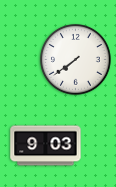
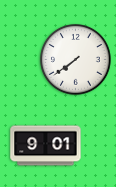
clock at (46, 146): 9:03 -> 9:01
